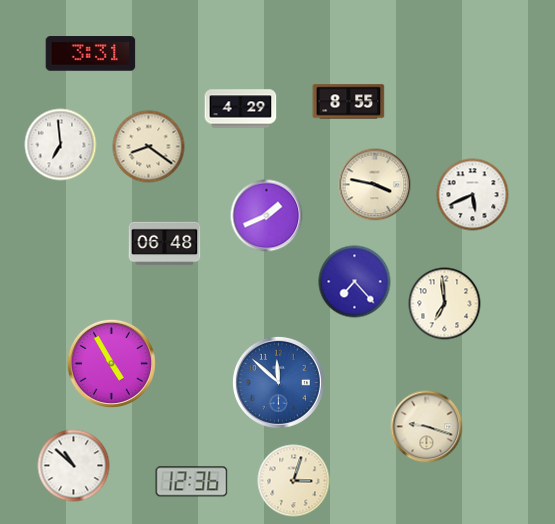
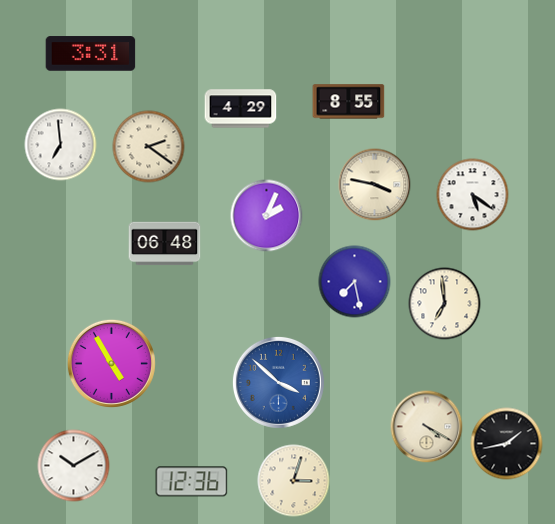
clock at (149, 147): 8:21 -> 2:21
clock at (473, 195): 5:41 -> 5:21
clock at (267, 216): 1:41 -> 2:04
clock at (355, 282): 7:23 -> 7:28
clock at (278, 382): 11:52 -> 3:52
clock at (427, 427): 9:18 -> 4:20
clock at (507, 444): none -> 1:43
clock at (74, 466): 10:52 -> 10:10
